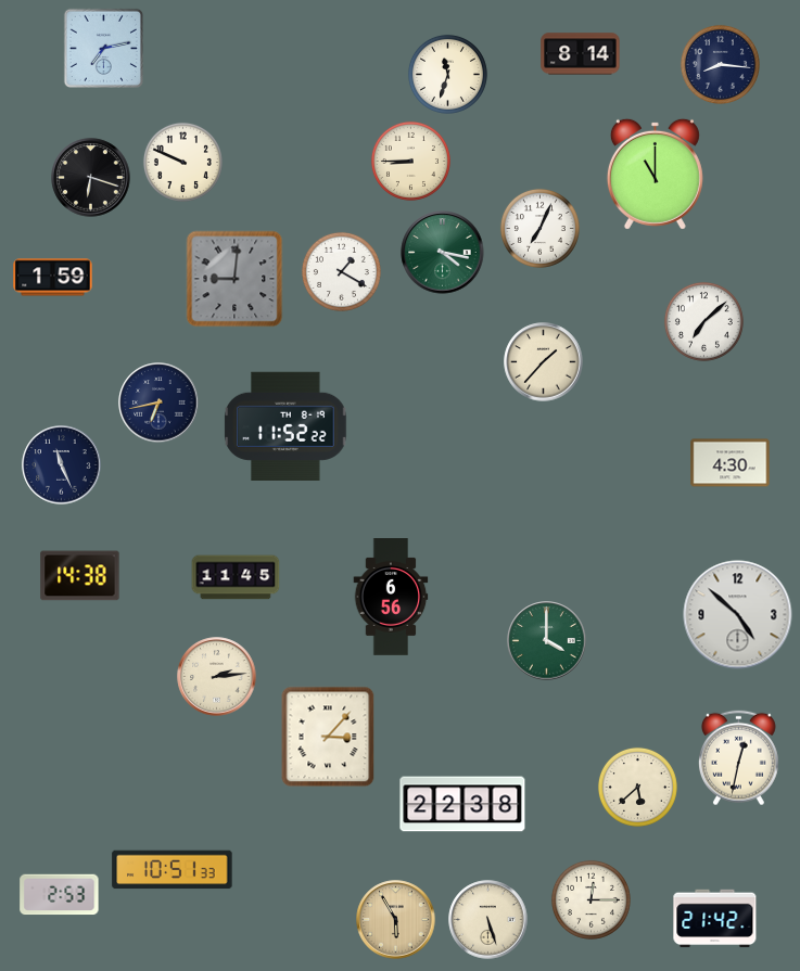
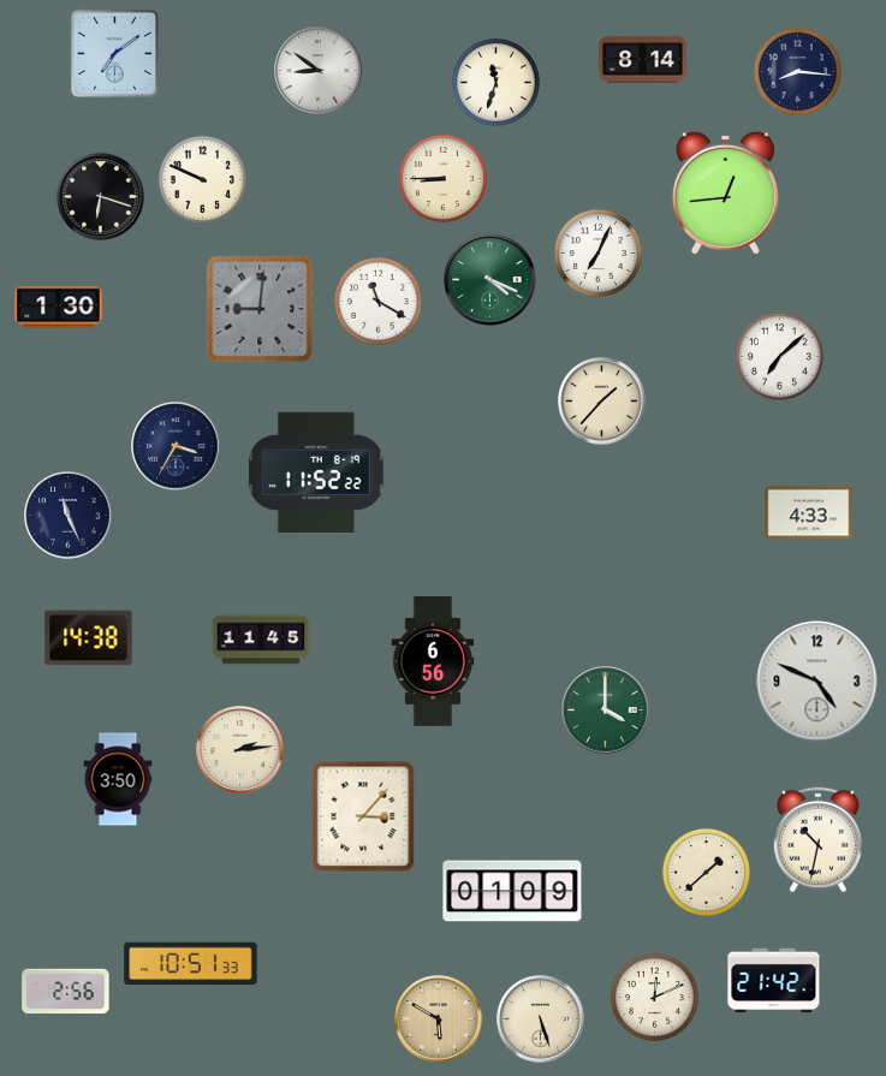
clock at (103, 48): 7:13 -> 7:09
clock at (319, 71): none -> 8:51
clock at (410, 161) position: (410, 161) -> (442, 178)
clock at (655, 174): 11:00 -> 12:44
clock at (443, 253): 4:17 -> 4:19
clock at (341, 271): 1:20 -> 11:20
clock at (53, 278): 1:59 -> 1:30
clock at (158, 403): 6:43 -> 3:35
clock at (731, 463): 4:30 -> 4:33
clock at (738, 615): 4:52 -> 4:49
clock at (118, 779): none -> 3:50
clock at (738, 758): 12:32 -> 10:32
clock at (637, 787): 5:38 -> 1:38
clock at (462, 804): 22:38 -> 01:09
clock at (60, 895): 2:53 -> 2:56
clock at (591, 899): 12:15 -> 12:11
clock at (715, 919) position: (715, 919) -> (774, 981)
clock at (396, 920): 5:55 -> 5:50
